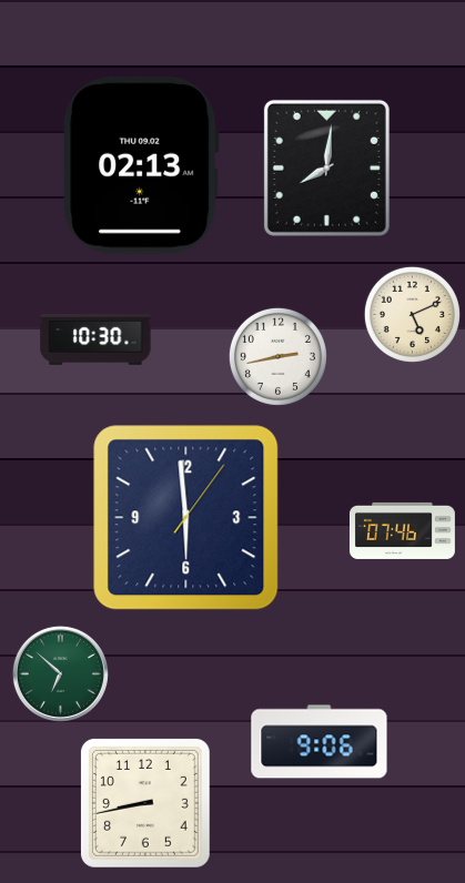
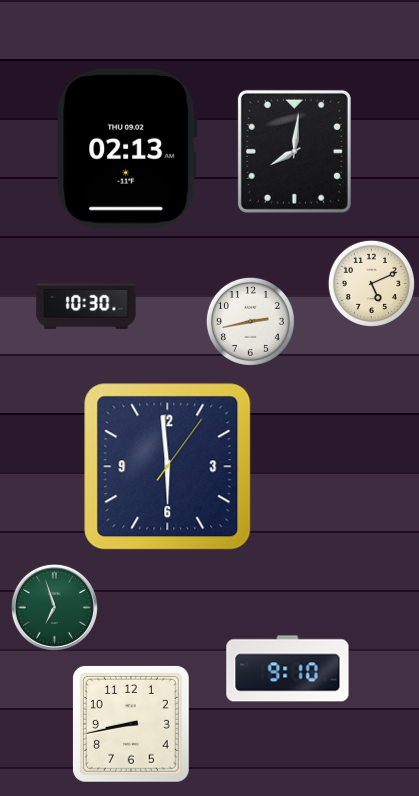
clock at (402, 530): 07:46 -> none
clock at (60, 673): 6:52 -> 6:57
clock at (320, 742): 9:06 -> 9:10
